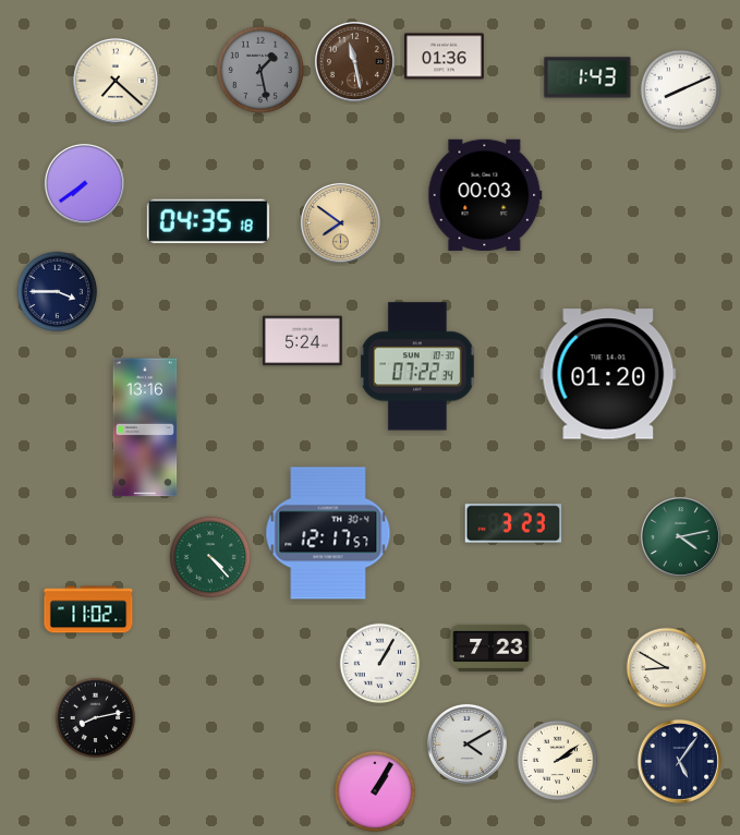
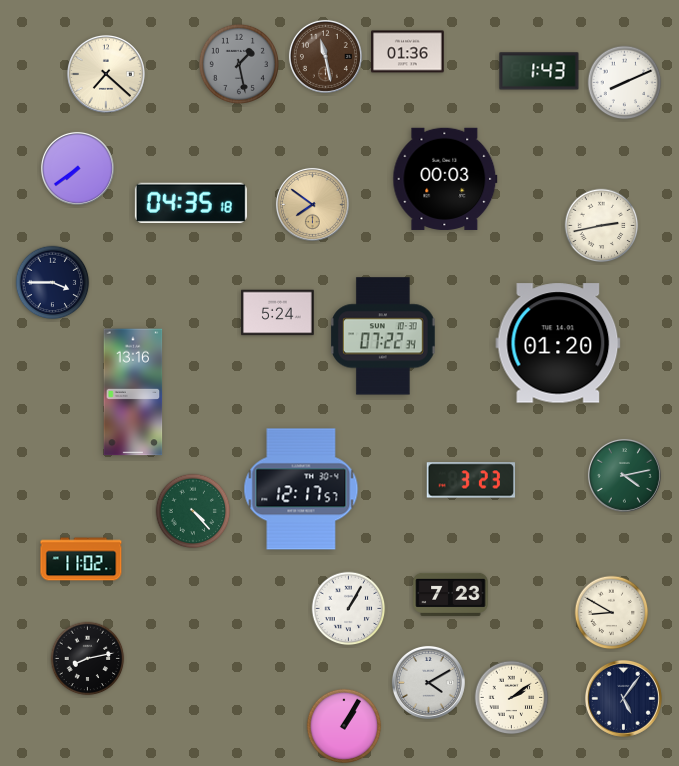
clock at (602, 226): none -> 2:43
clock at (58, 292) position: (58, 292) -> (53, 283)
clock at (680, 536) position: (680, 536) -> (624, 475)
